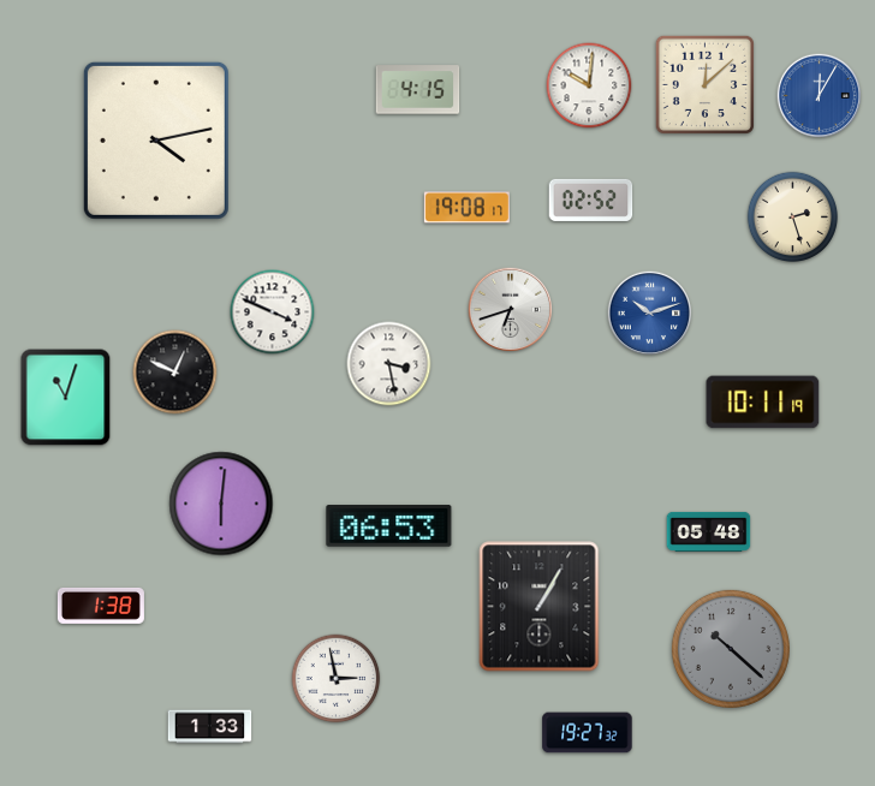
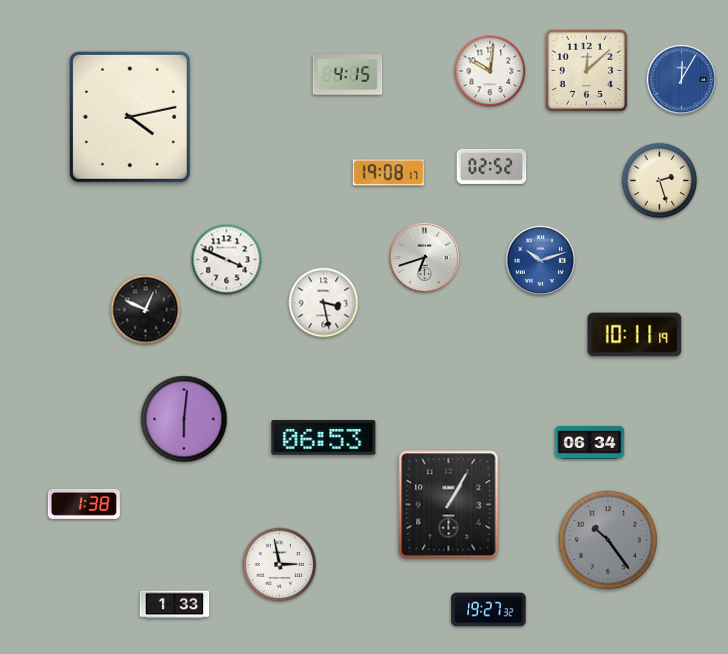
clock at (66, 398): 11:03 -> none
clock at (709, 531): 05:48 -> 06:34
clock at (731, 649): 10:22 -> 10:24
